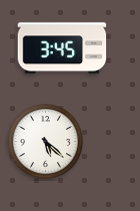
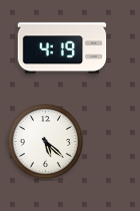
clock at (62, 48): 3:45 -> 4:19
